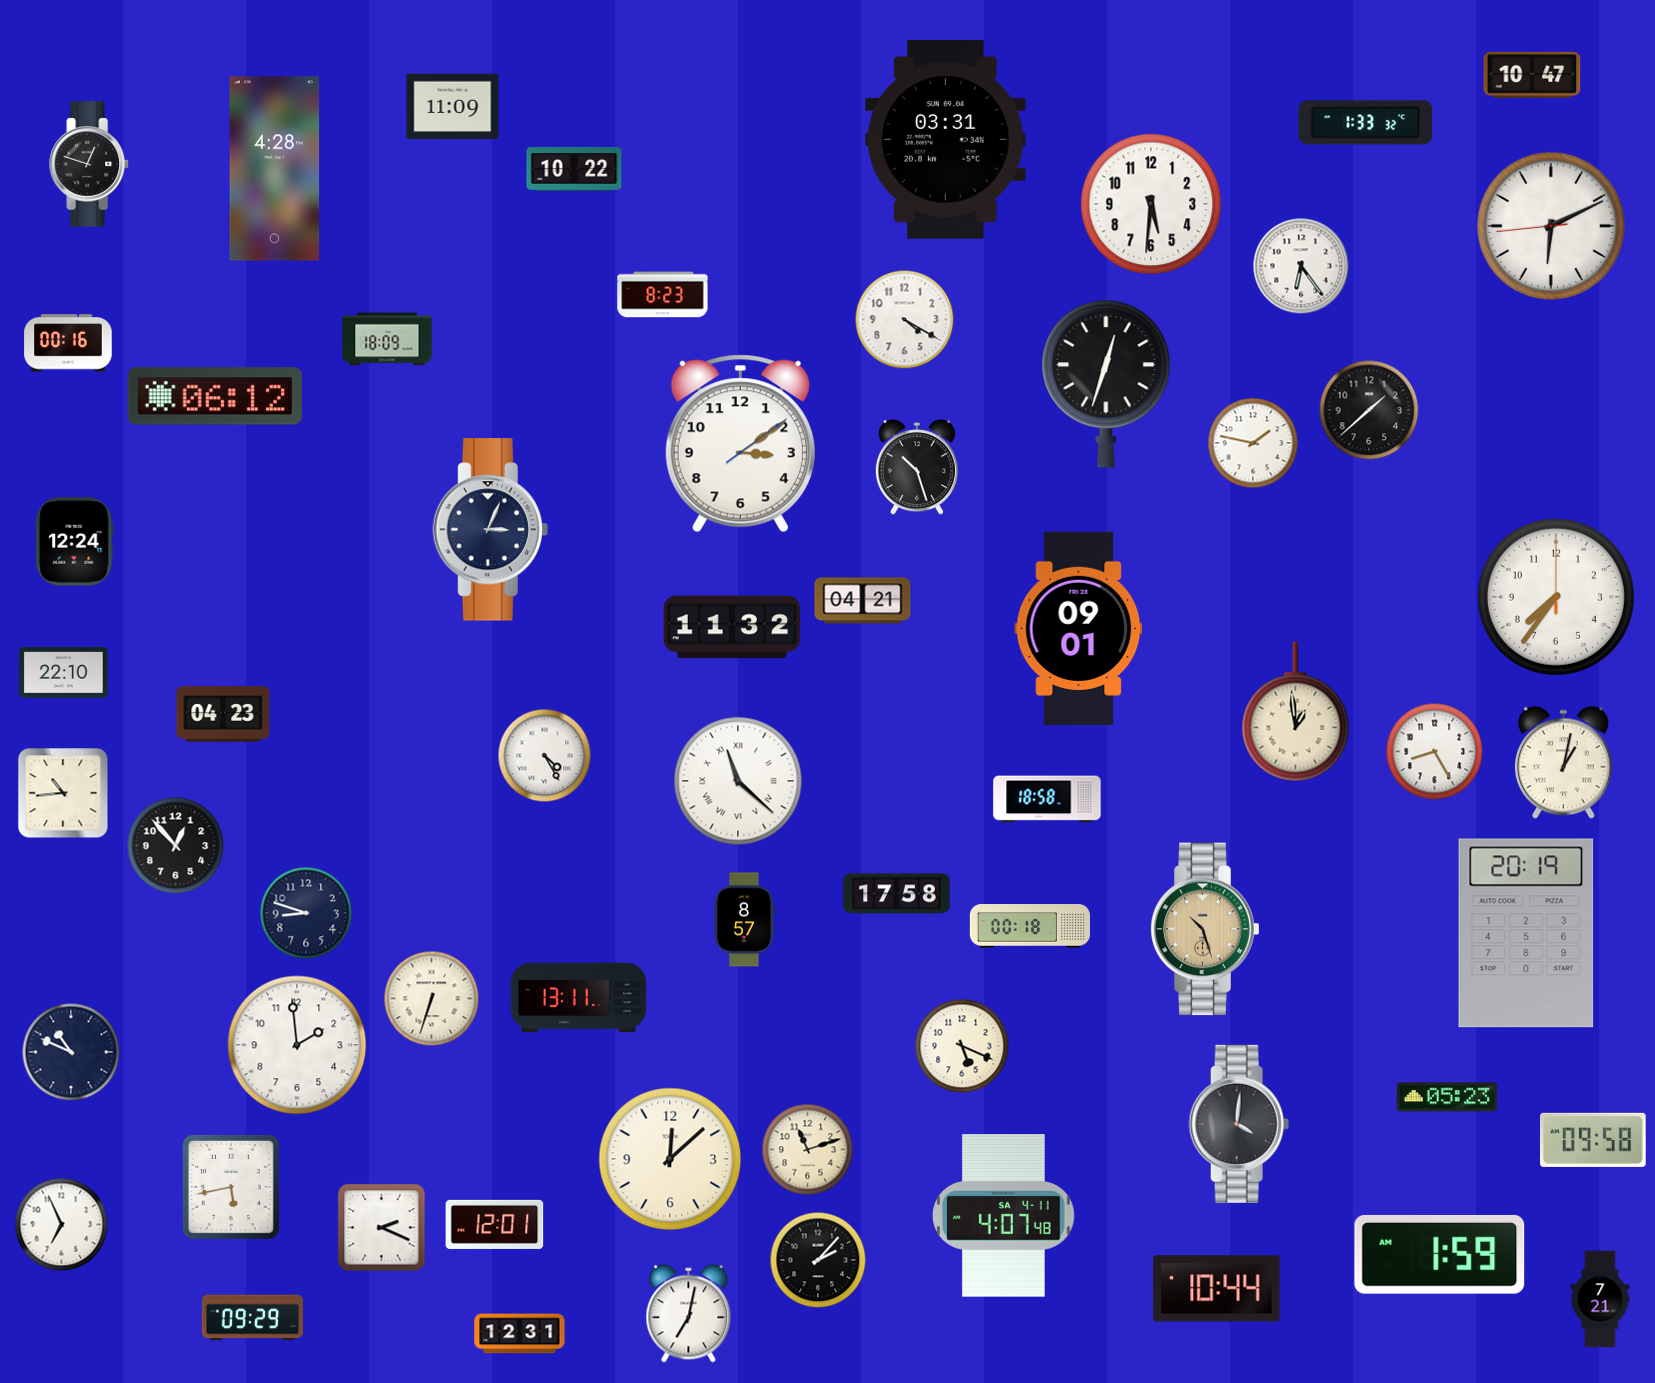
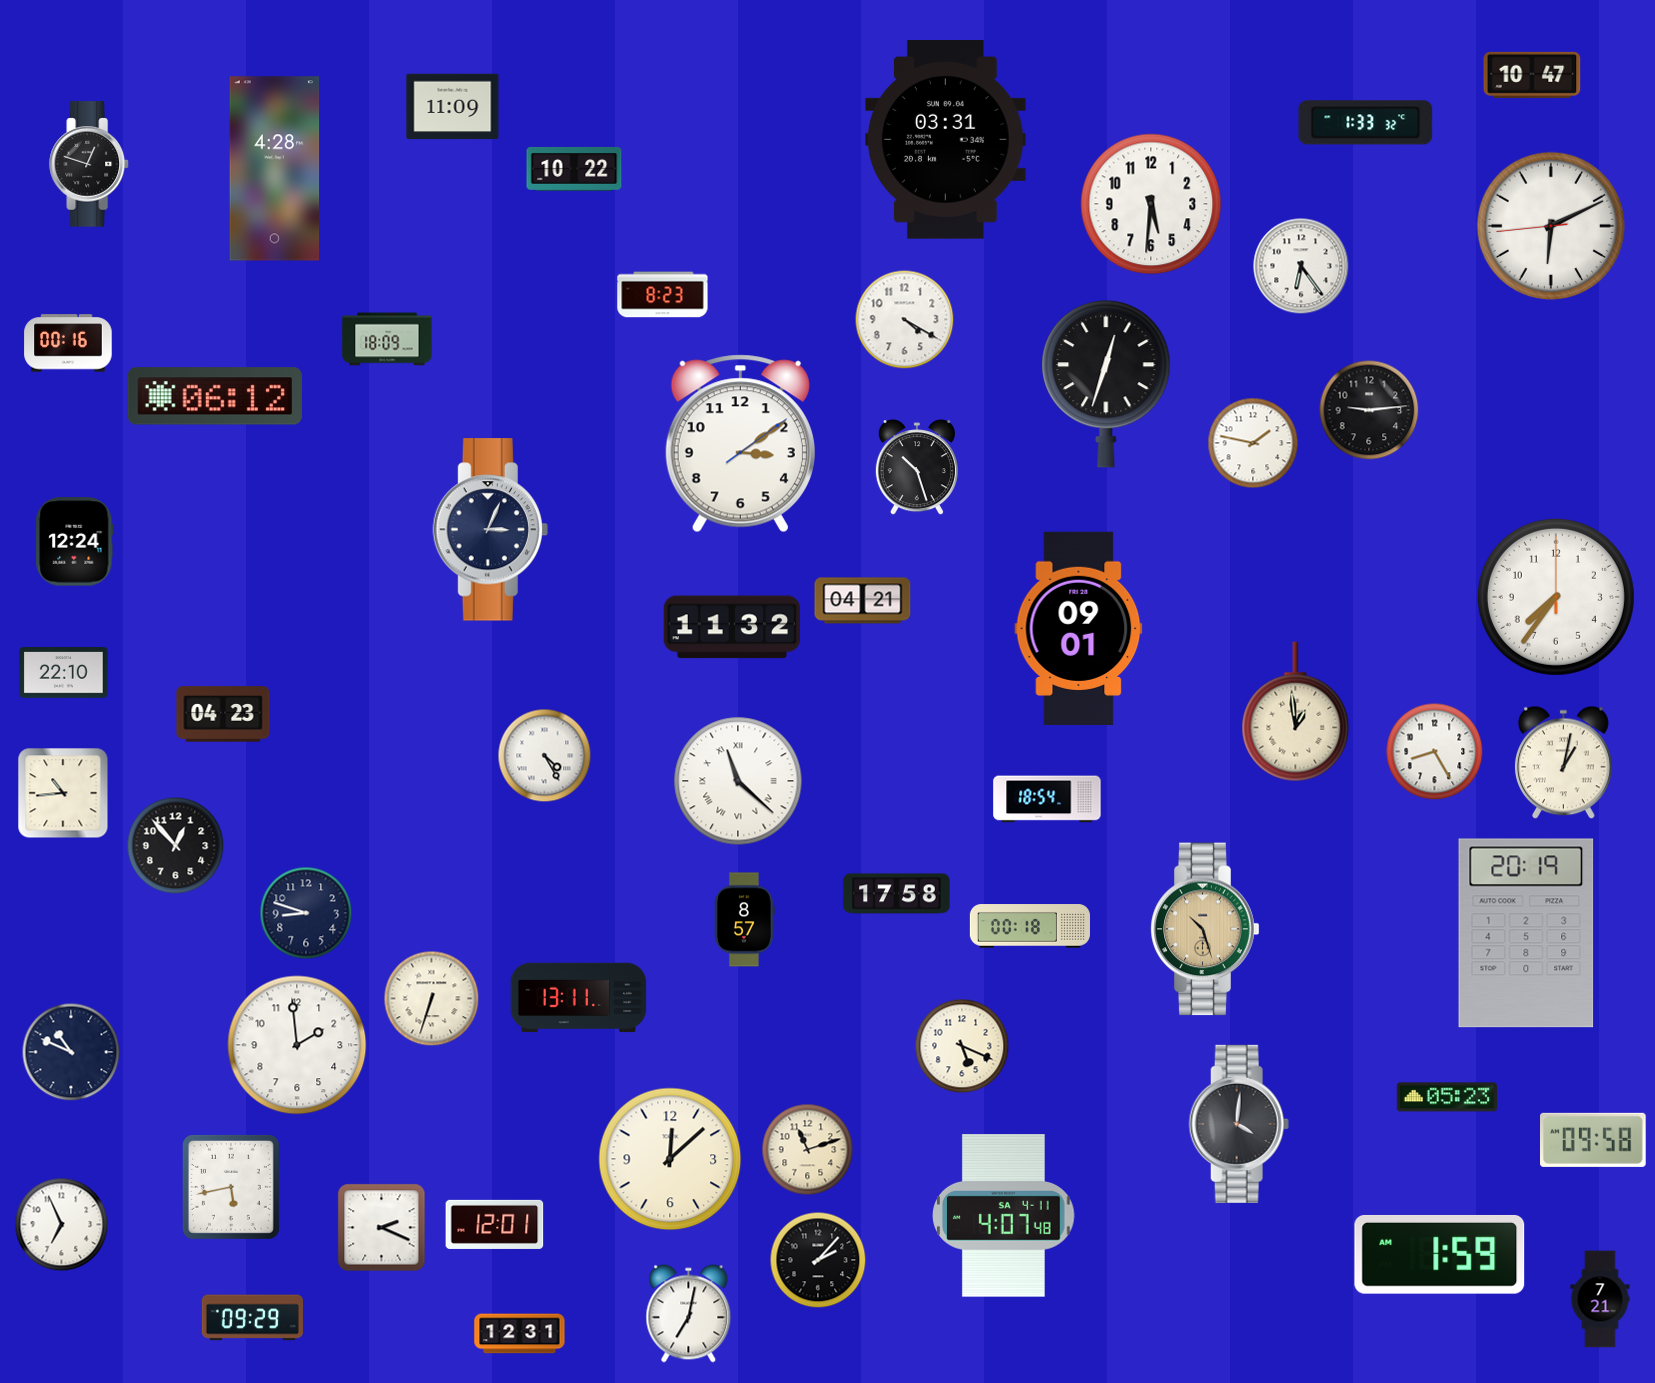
clock at (1369, 410): 1:38 -> 9:14
clock at (1047, 799): 18:58 -> 18:54
clock at (1217, 1289): 10:44 -> none
